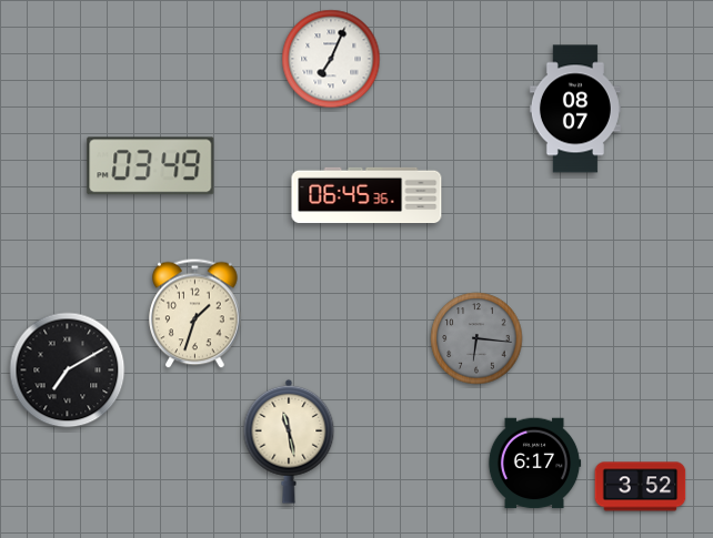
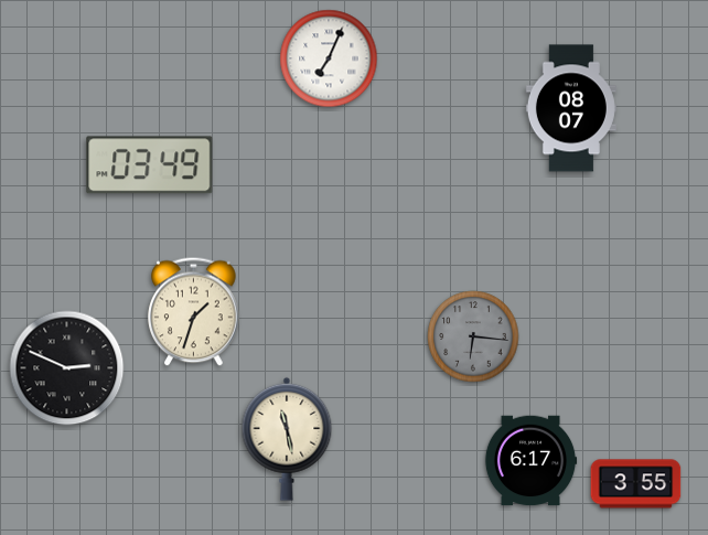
clock at (366, 195): 06:45 -> none
clock at (68, 370): 7:10 -> 2:49
clock at (641, 487): 3:52 -> 3:55
